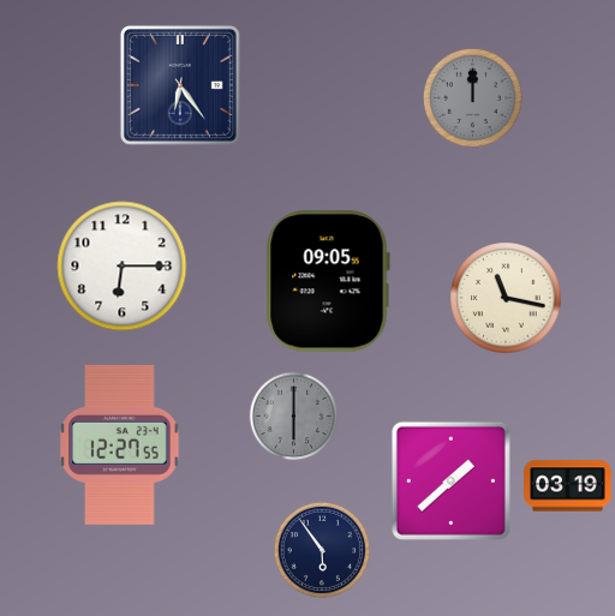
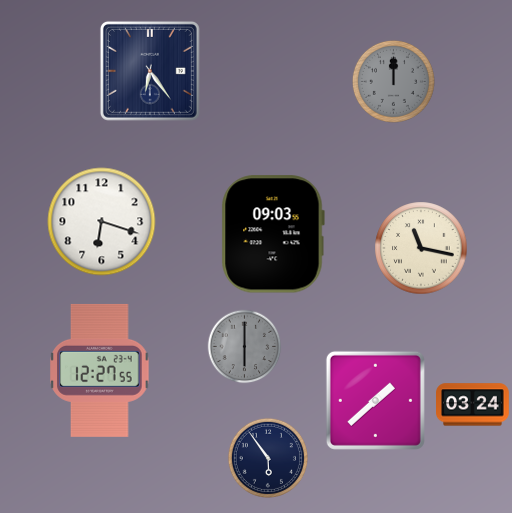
clock at (123, 267): 6:15 -> 6:18
clock at (328, 281): 09:05 -> 09:03
clock at (568, 486): 03:19 -> 03:24
